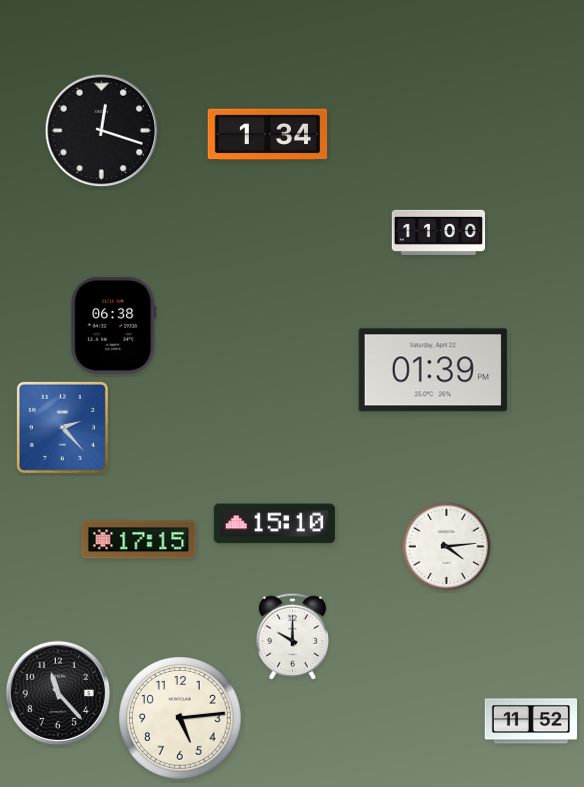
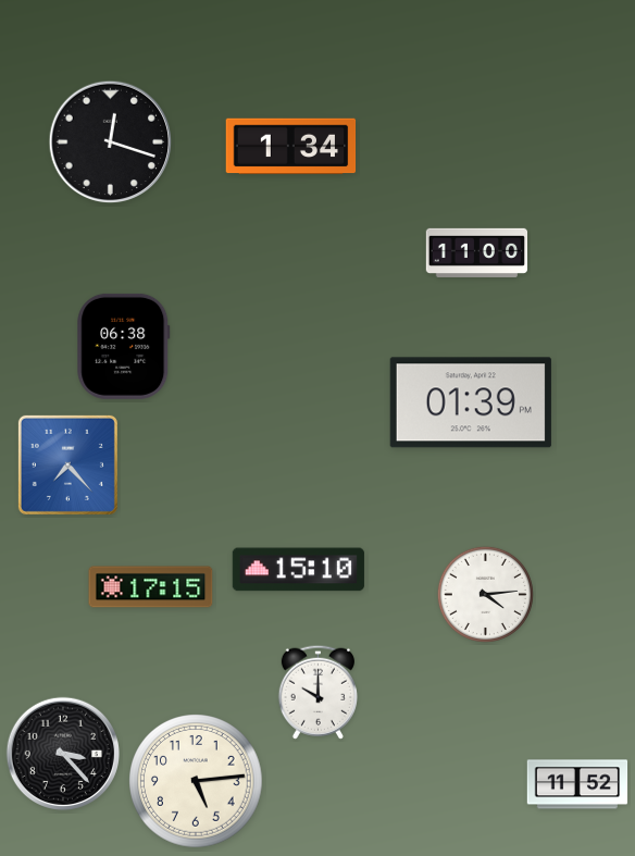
clock at (114, 325) position: (114, 325) -> (124, 346)
clock at (62, 427): 2:23 -> 7:23
clock at (57, 692): 11:23 -> 3:23
